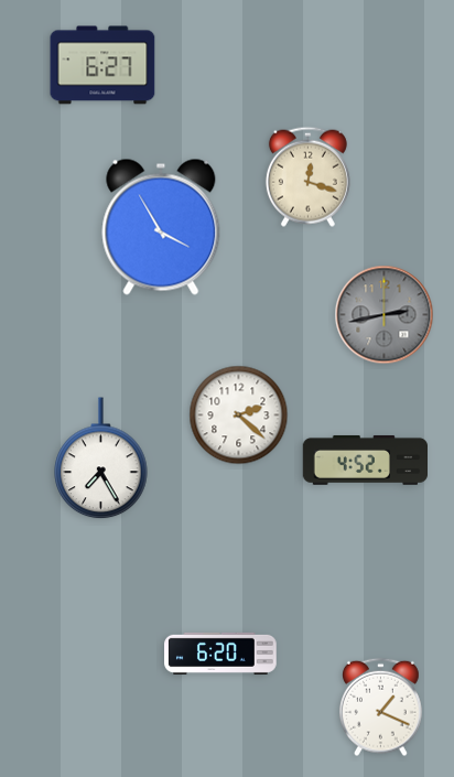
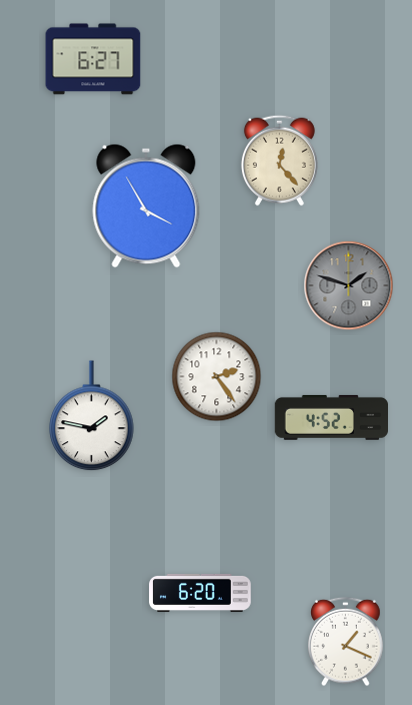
clock at (307, 176): 12:18 -> 12:23
clock at (385, 315): 2:43 -> 1:48
clock at (239, 416): 2:22 -> 2:24
clock at (101, 458): 7:25 -> 1:47
